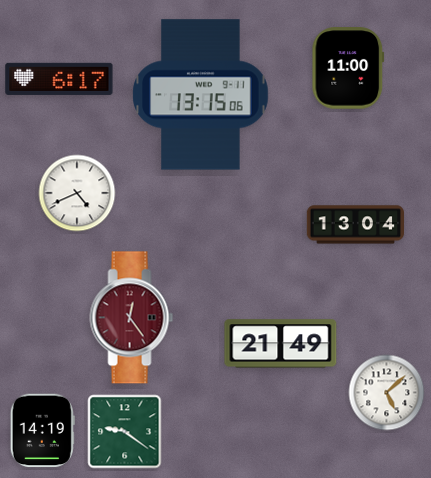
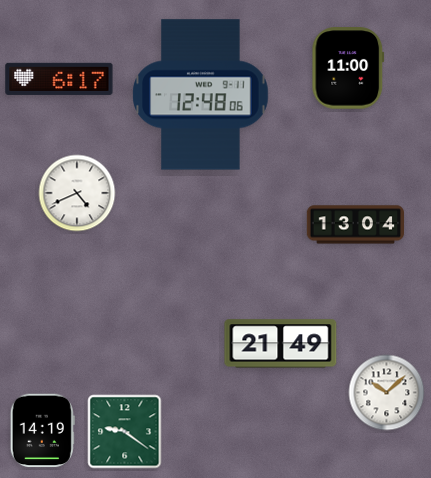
clock at (201, 95): 13:15 -> 12:48
clock at (132, 318): 12:24 -> none
clock at (387, 393): 5:08 -> 10:08
